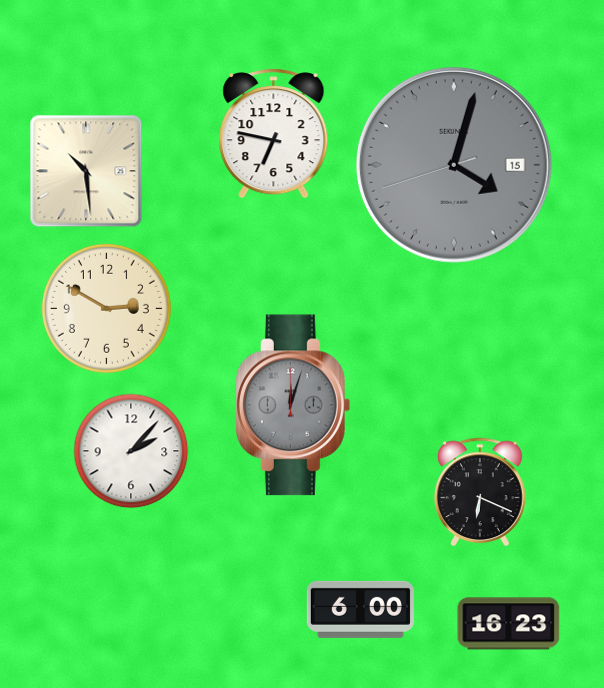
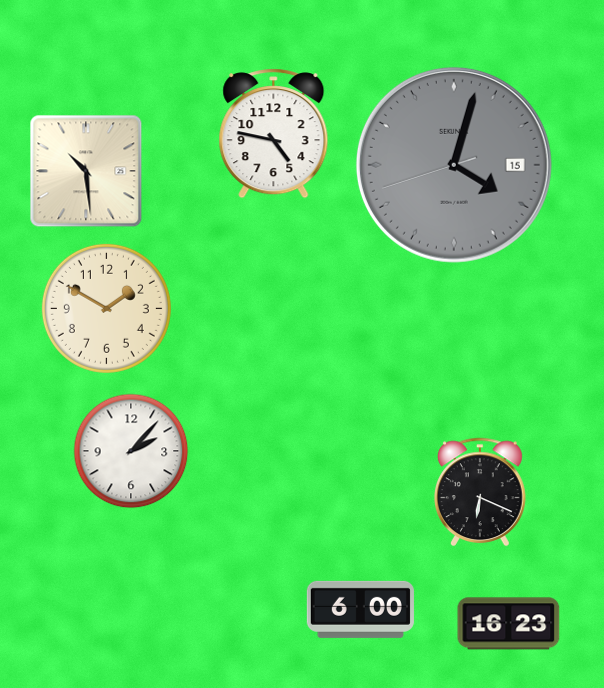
clock at (274, 134): 6:47 -> 4:47
clock at (106, 308): 2:50 -> 1:50
clock at (293, 405): 12:03 -> none
